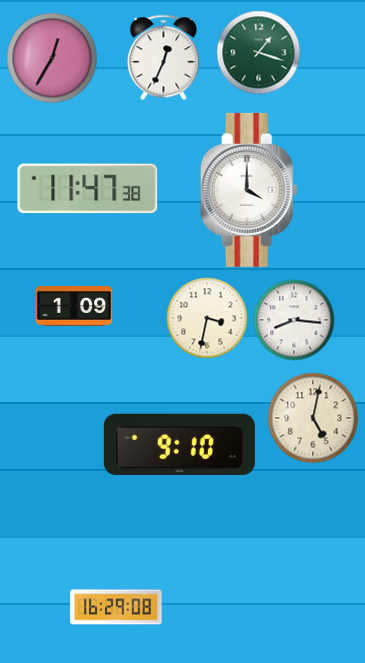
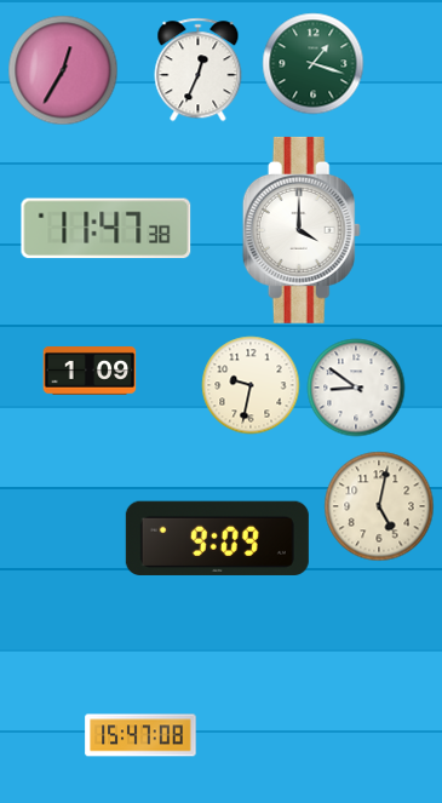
clock at (207, 318): 3:32 -> 9:32
clock at (294, 320): 8:16 -> 8:51
clock at (179, 444): 9:10 -> 9:09
clock at (116, 607): 16:29 -> 15:47
